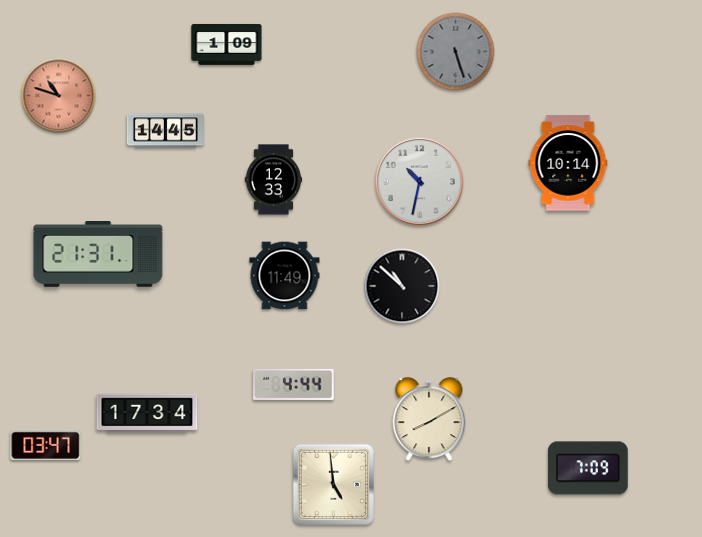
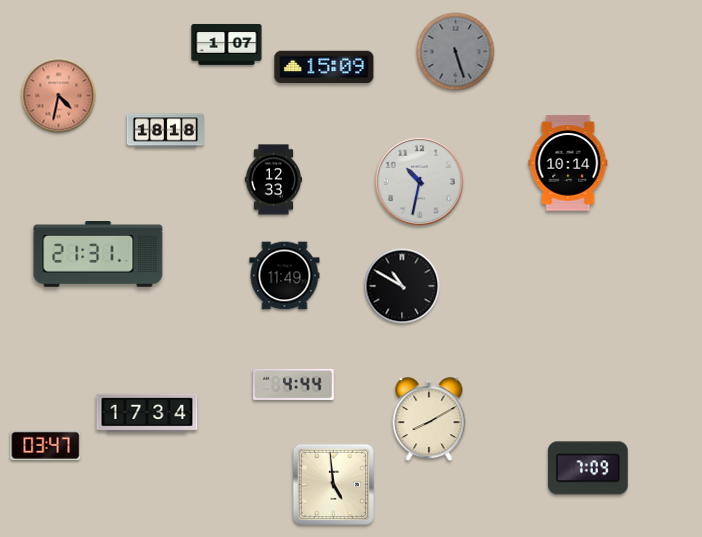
clock at (227, 44): 1:09 -> 1:07
clock at (324, 67): none -> 15:09
clock at (59, 96): 10:48 -> 4:32
clock at (165, 131): 14:45 -> 18:18
clock at (402, 286): 10:52 -> 10:50
